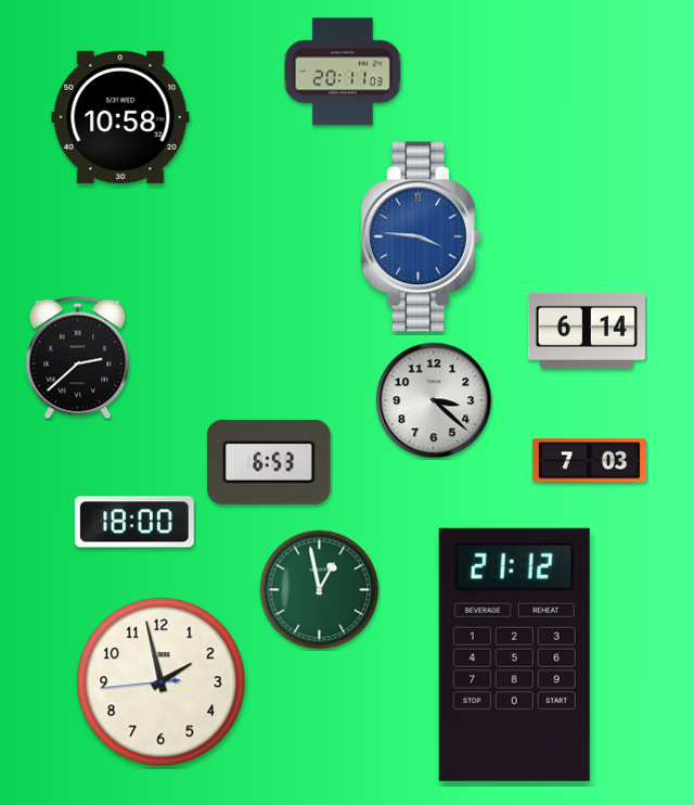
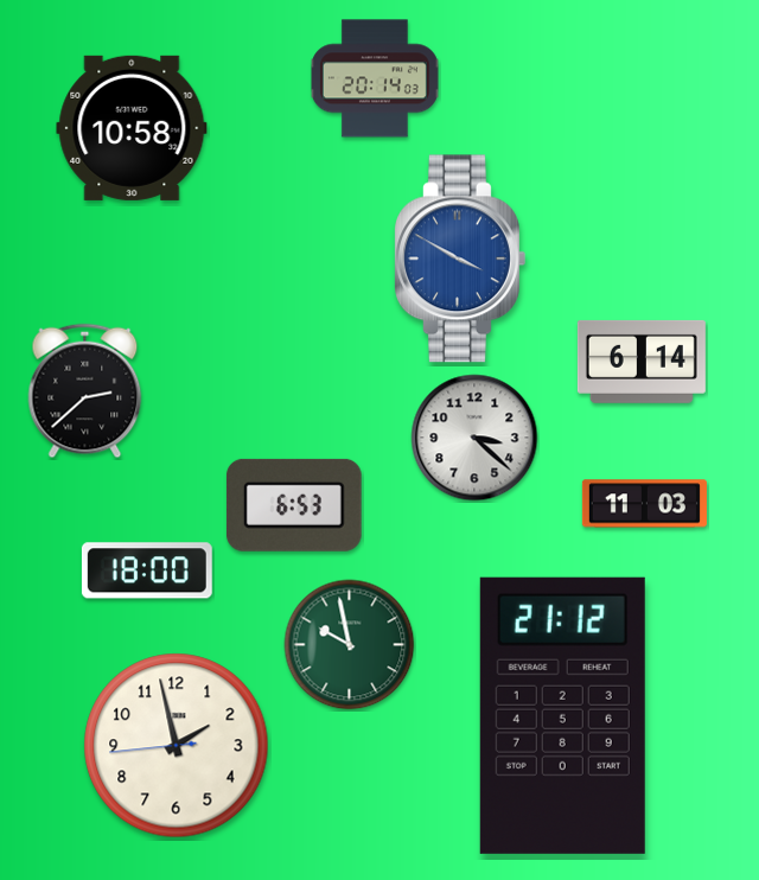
clock at (343, 72): 20:11 -> 20:14
clock at (421, 237): 3:46 -> 3:50
clock at (589, 461): 7:03 -> 11:03
clock at (320, 590): 12:58 -> 9:58
